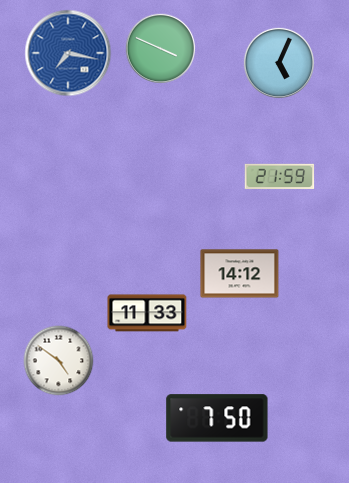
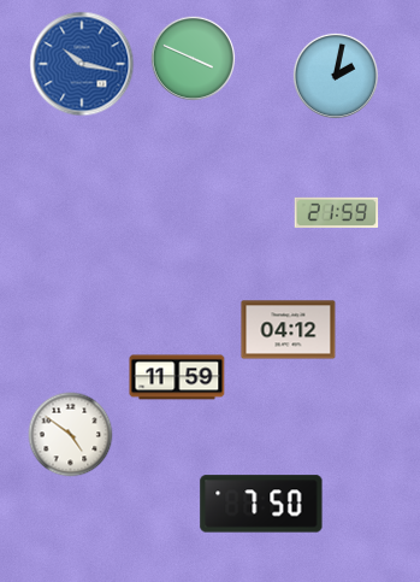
clock at (68, 53): 7:17 -> 10:17
clock at (279, 63): 5:04 -> 2:02
clock at (240, 274): 14:12 -> 04:12
clock at (147, 313): 11:33 -> 11:59
